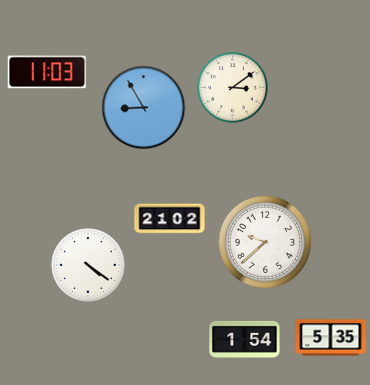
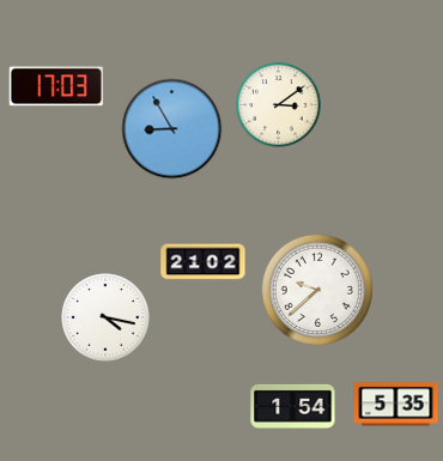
clock at (47, 72): 11:03 -> 17:03
clock at (88, 265): 4:21 -> 4:17
